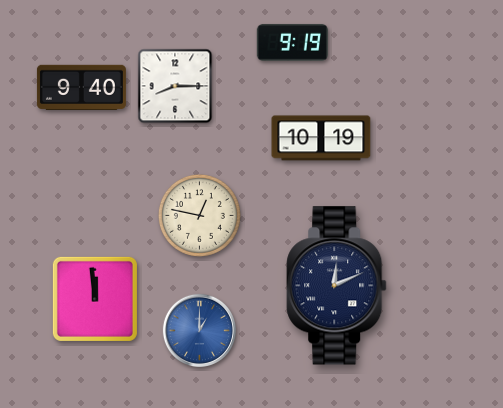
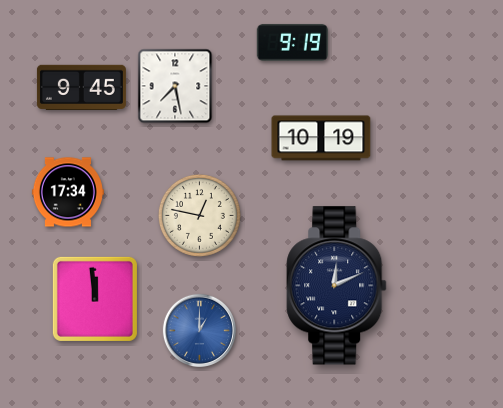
clock at (175, 86): 8:15 -> 7:28
clock at (81, 87): 9:40 -> 9:45
clock at (68, 192): none -> 17:34
